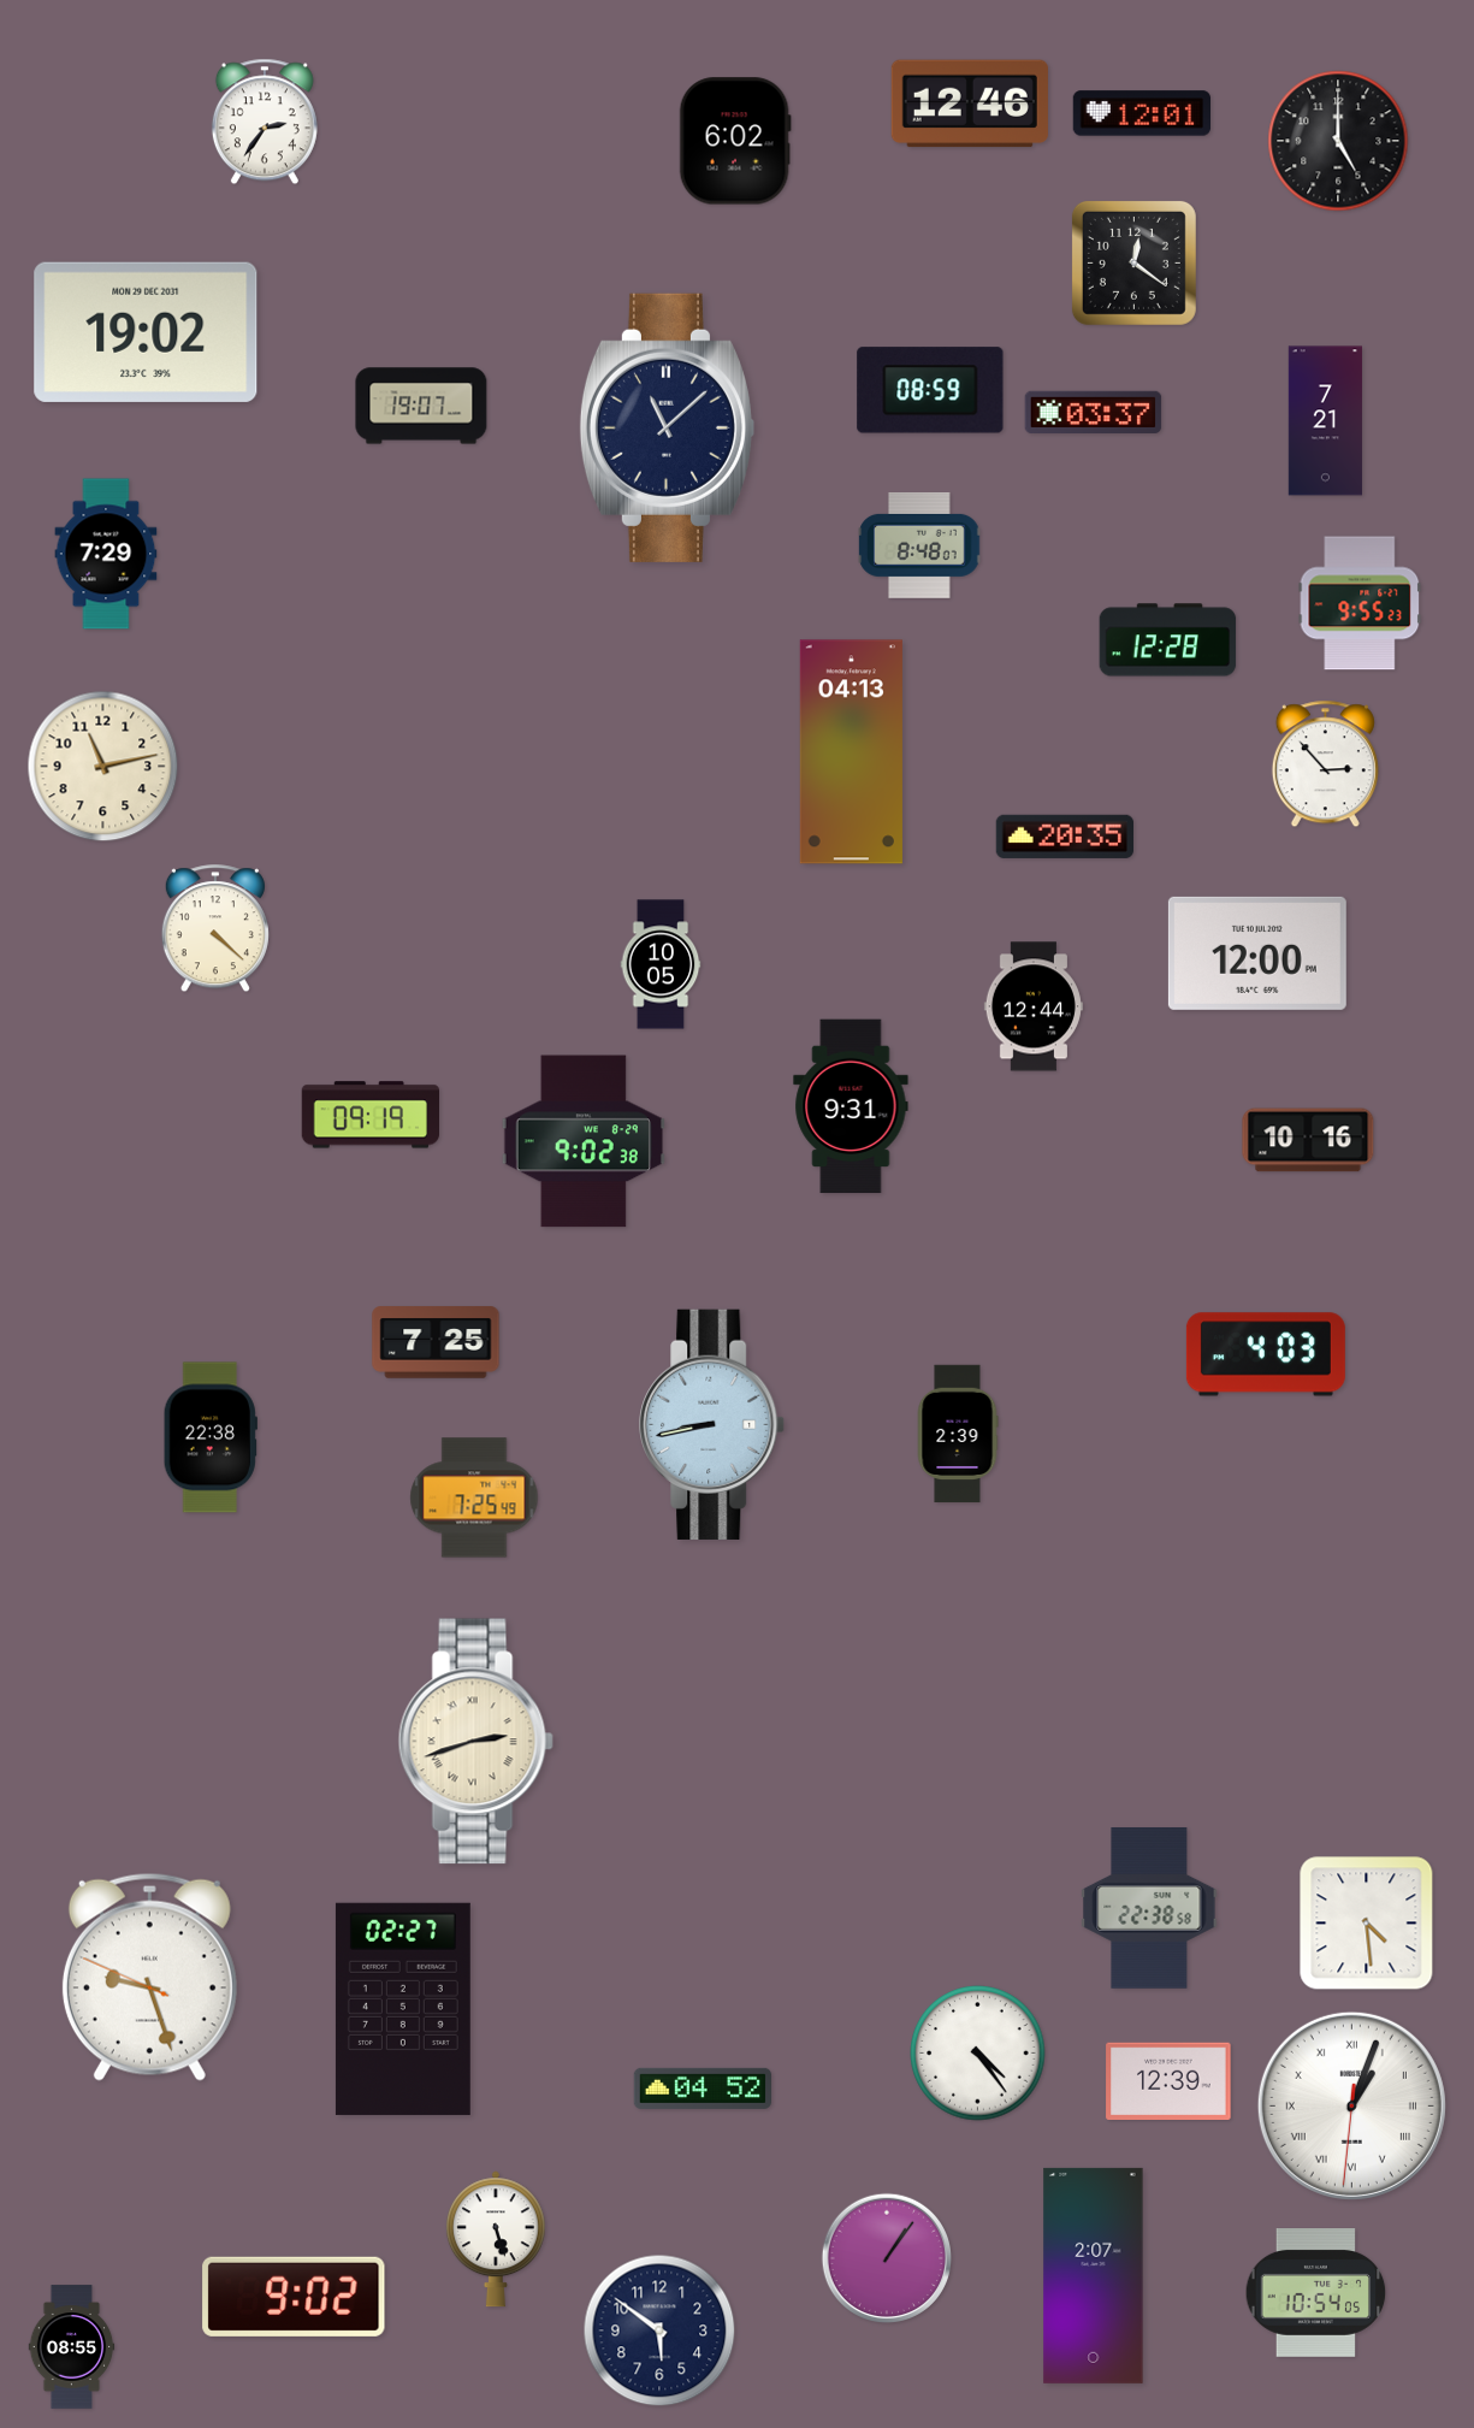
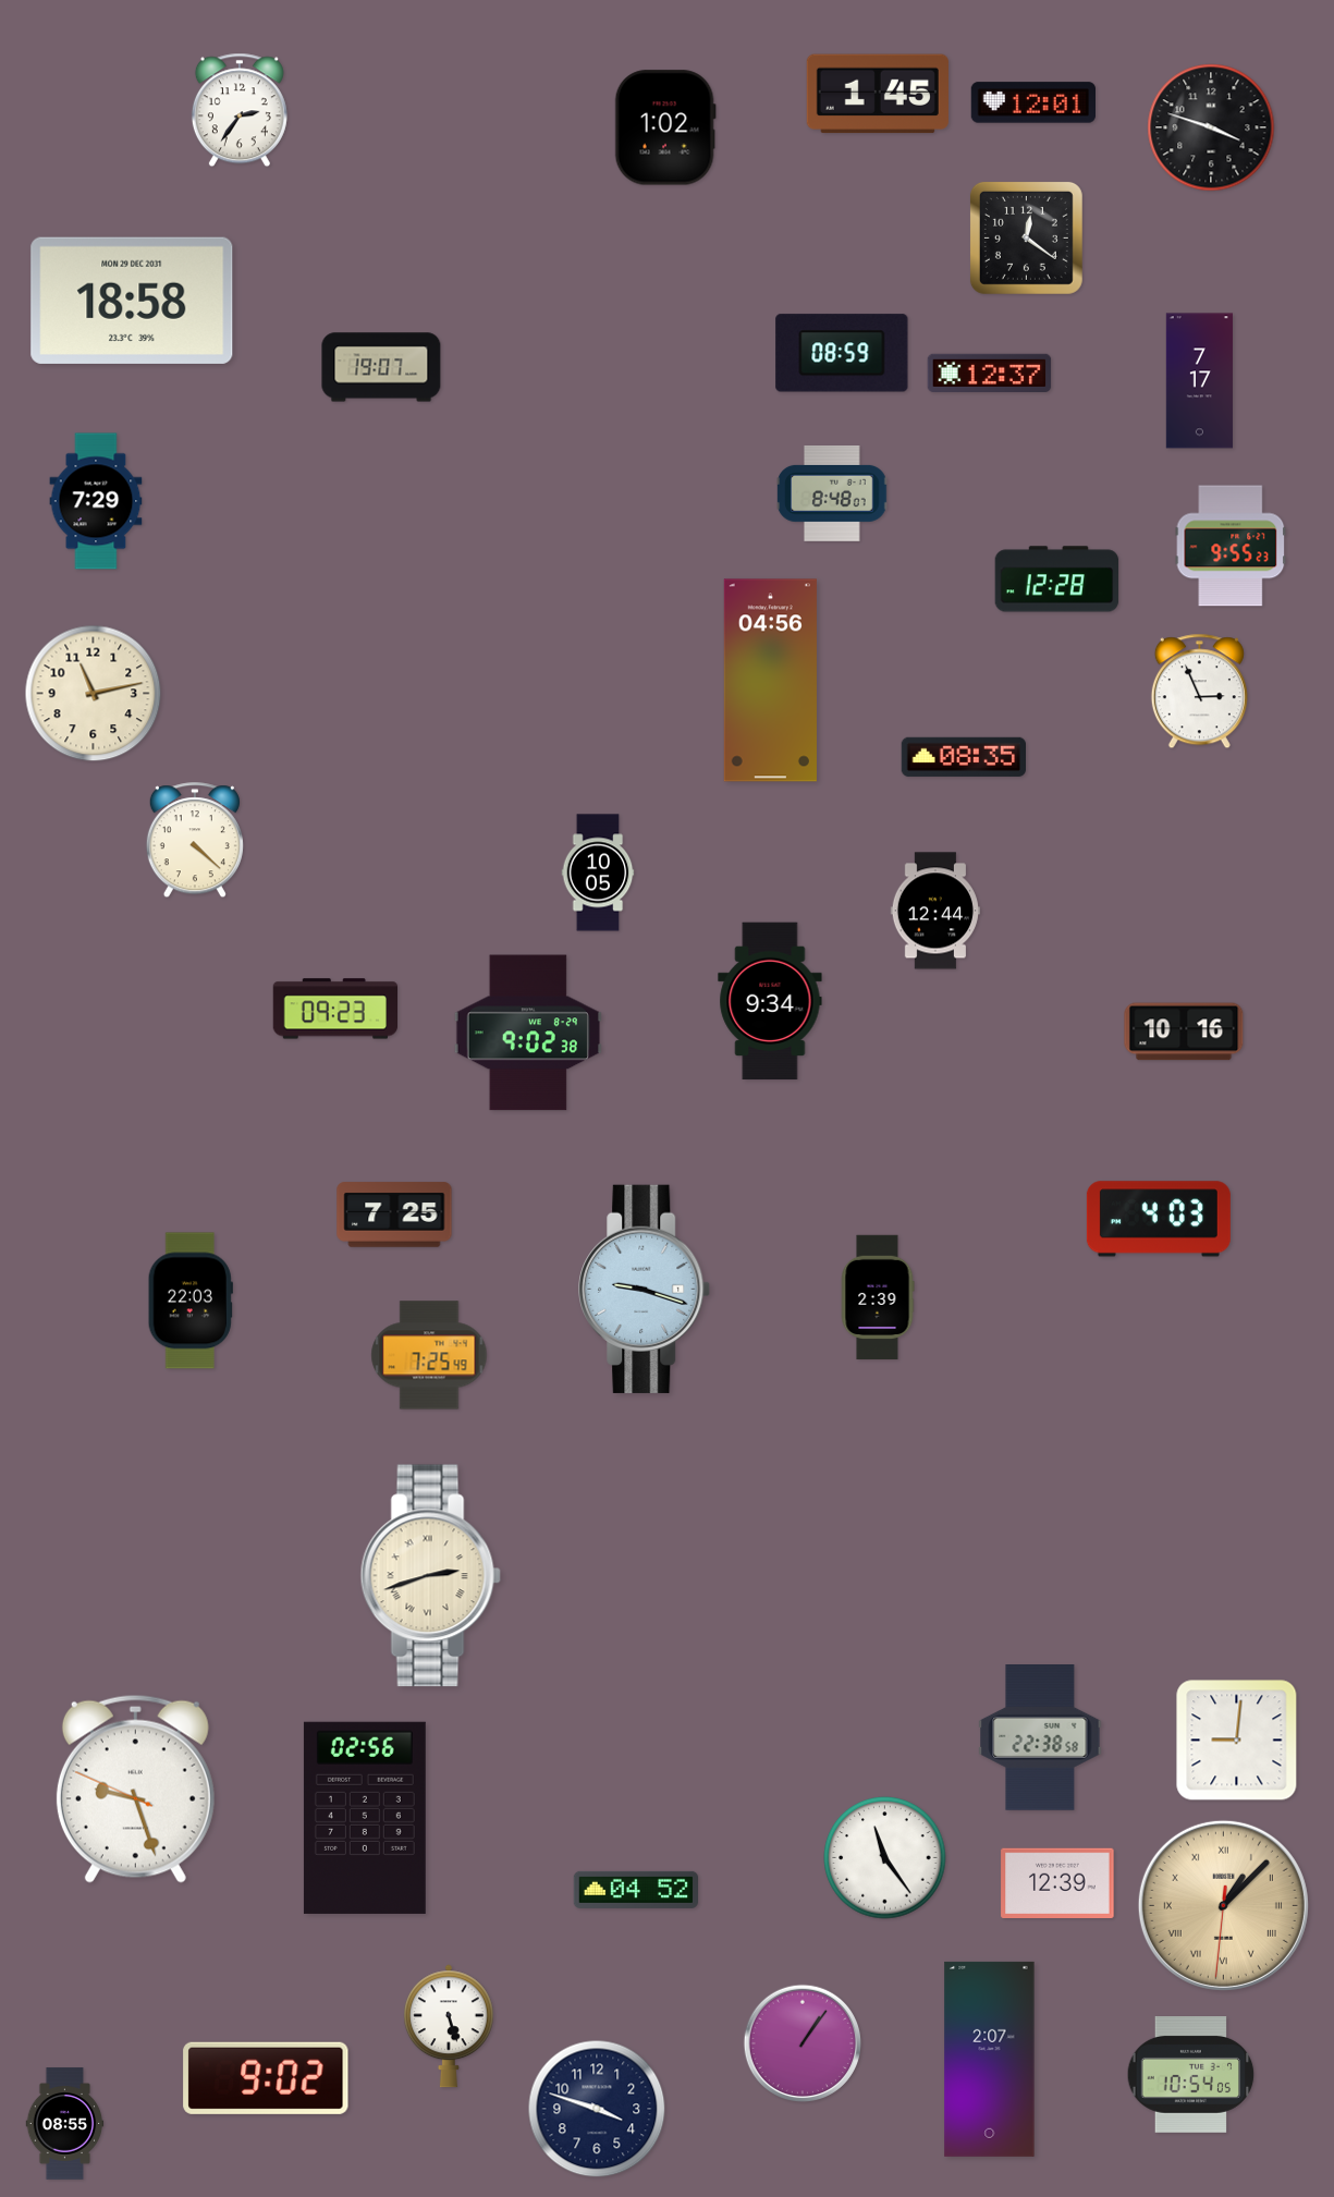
clock at (970, 104): 12:46 -> 1:45
clock at (735, 141): 6:02 -> 1:02
clock at (1338, 141): 5:00 -> 3:48
clock at (146, 332): 19:02 -> 18:58
clock at (1094, 412): 03:37 -> 12:37
clock at (1325, 421): 7:21 -> 7:17
clock at (667, 427): 11:08 -> none
clock at (851, 752): 04:13 -> 04:56
clock at (1325, 764): 2:53 -> 2:56
clock at (1064, 837): 20:35 -> 08:35
clock at (1257, 953): 12:00 -> none
clock at (851, 1106): 9:31 -> 9:34
clock at (369, 1115): 09:19 -> 09:23
clock at (1266, 1354) position: (1266, 1354) -> (1159, 1219)
clock at (712, 1424): 8:43 -> 9:18
clock at (958, 1434) position: (958, 1434) -> (878, 1297)
clock at (211, 1437): 22:38 -> 22:03
clock at (1149, 1909) position: (1149, 1909) -> (1040, 1738)
clock at (1367, 1924): 4:29 -> 9:01
clock at (403, 2009): 02:27 -> 02:56
clock at (978, 2054): 4:24 -> 11:24
clock at (1351, 2105): 1:03 -> 1:07
clock at (1351, 2105) dial: white -> champagne
clock at (659, 2330): 5:51 -> 3:48
